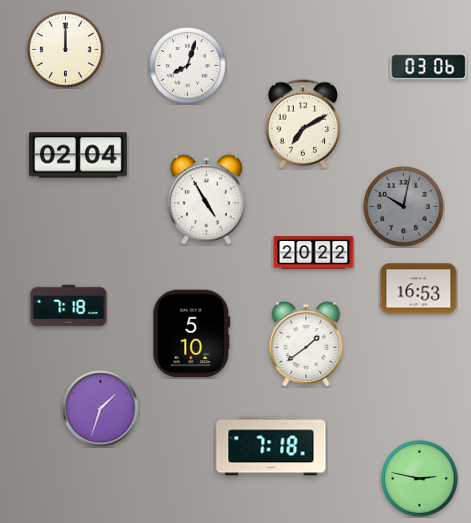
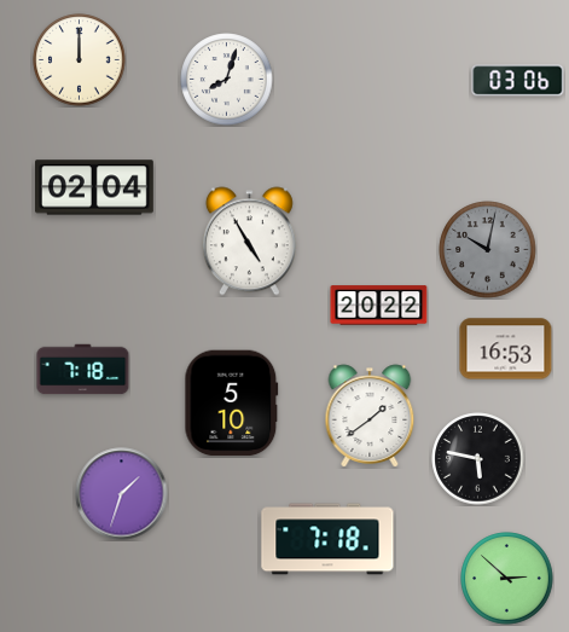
clock at (303, 124): 7:10 -> none
clock at (478, 459): none -> 5:47
clock at (420, 479): 2:47 -> 2:52
